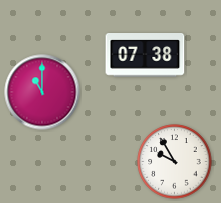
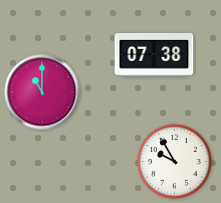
clock at (145, 56) position: (145, 56) -> (154, 56)
